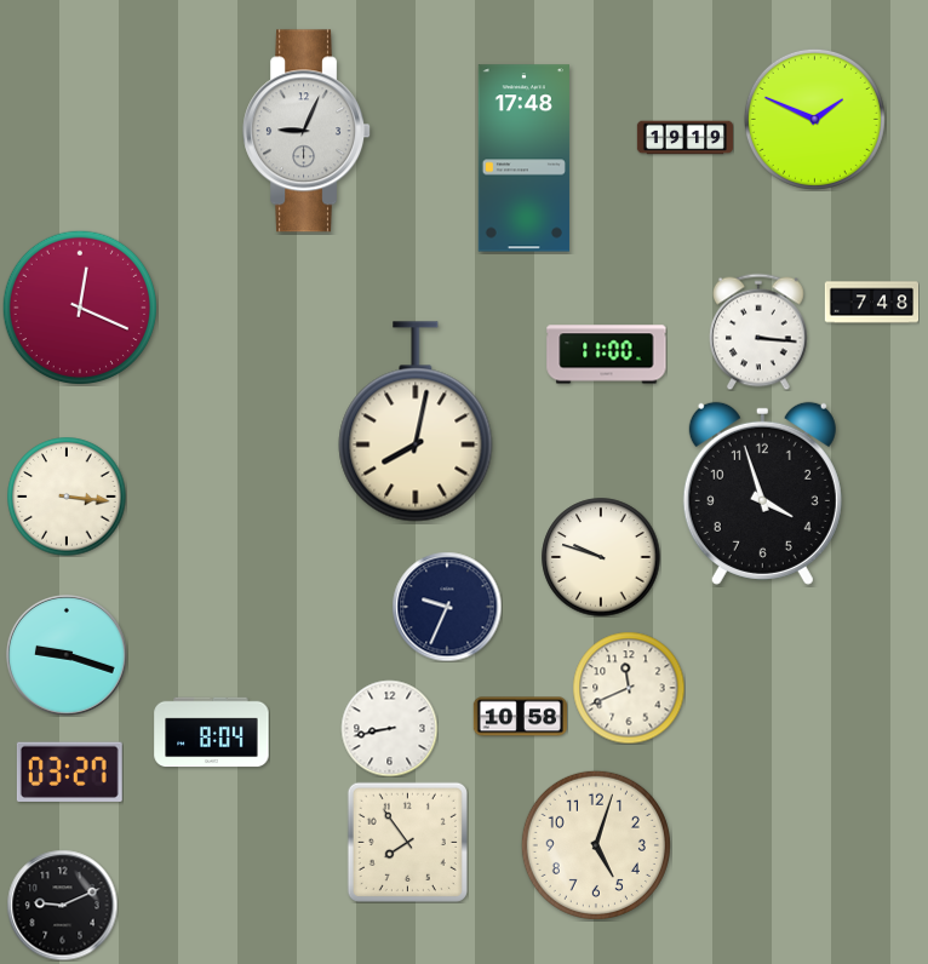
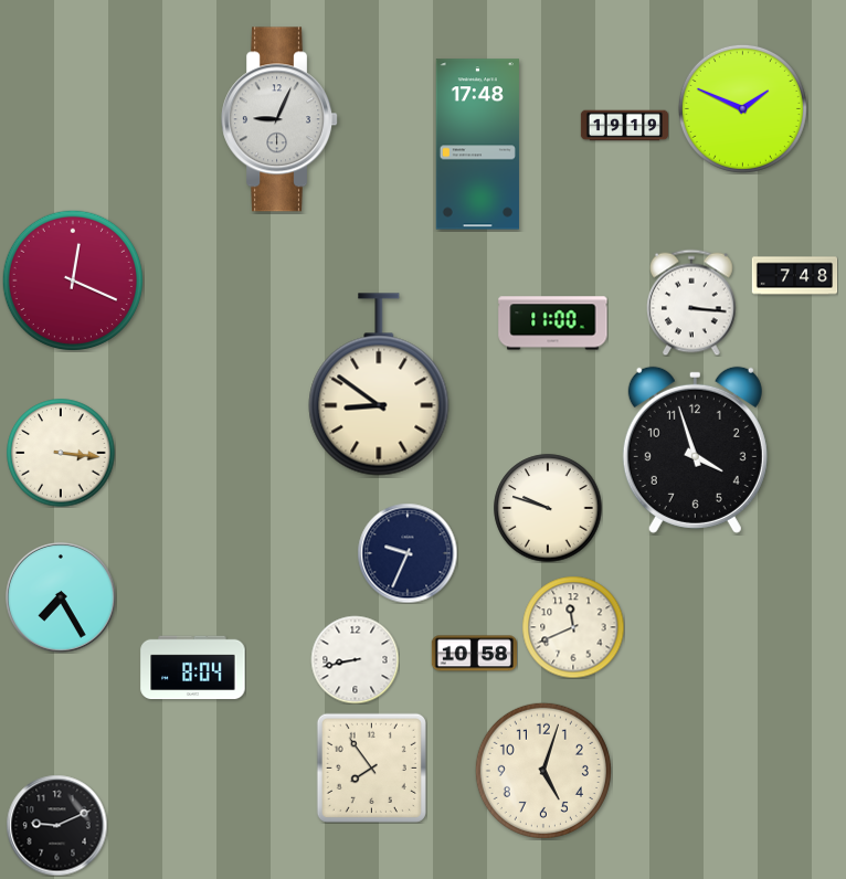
clock at (416, 421): 8:02 -> 8:51
clock at (68, 656): 9:18 -> 7:25
clock at (389, 728) position: (389, 728) -> (355, 659)
clock at (69, 771): 03:27 -> none
